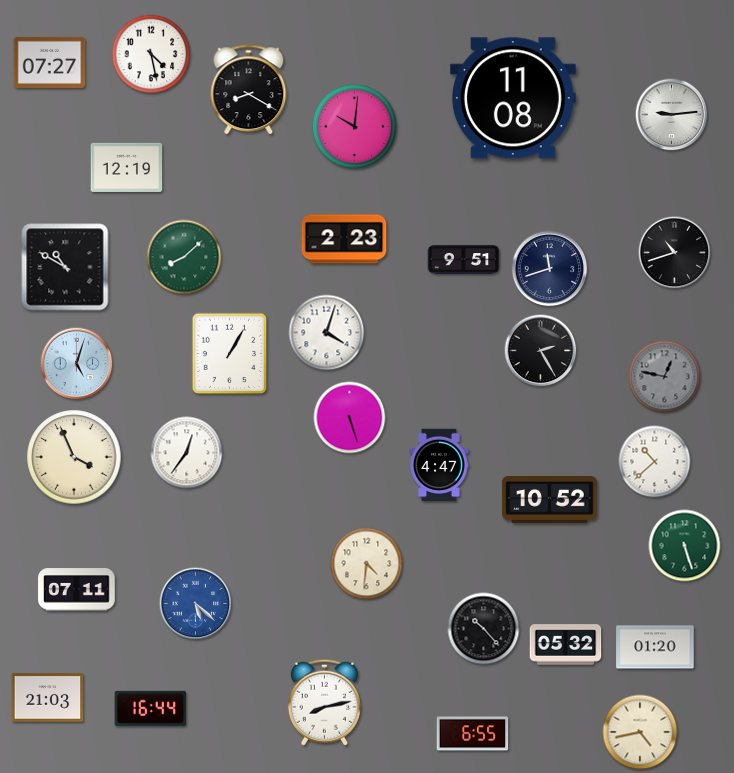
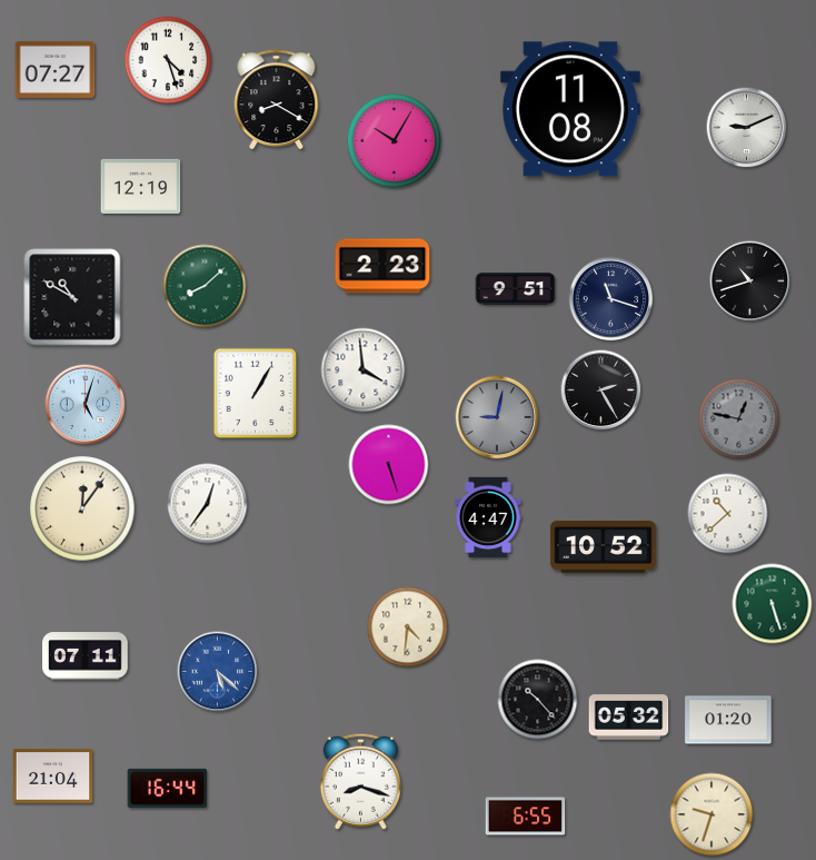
clock at (151, 54): 4:28 -> 4:27
clock at (672, 115): 9:14 -> 9:11
clock at (354, 126): 10:01 -> 10:05
clock at (550, 269): 11:42 -> 11:18
clock at (327, 333): 4:03 -> 3:59
clock at (497, 417): none -> 9:02
clock at (74, 457): 3:56 -> 12:06
clock at (550, 500) position: (550, 500) -> (604, 547)
clock at (685, 546) position: (685, 546) -> (773, 604)
clock at (48, 698): 21:03 -> 21:04
clock at (324, 702): 8:13 -> 8:18
clock at (640, 732): 4:43 -> 9:33
